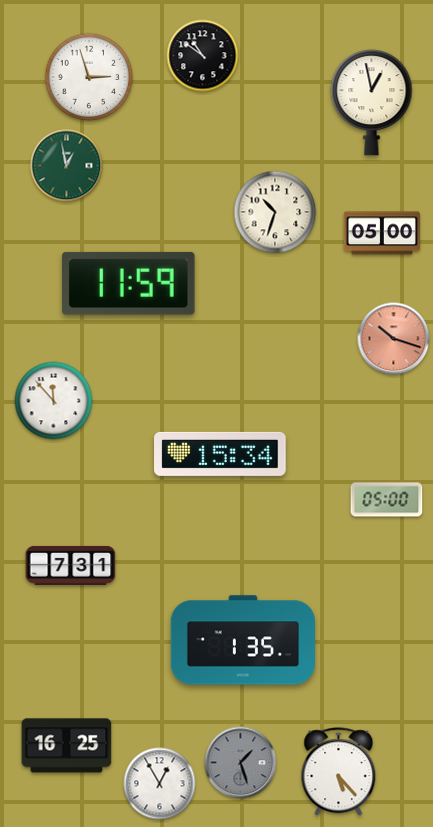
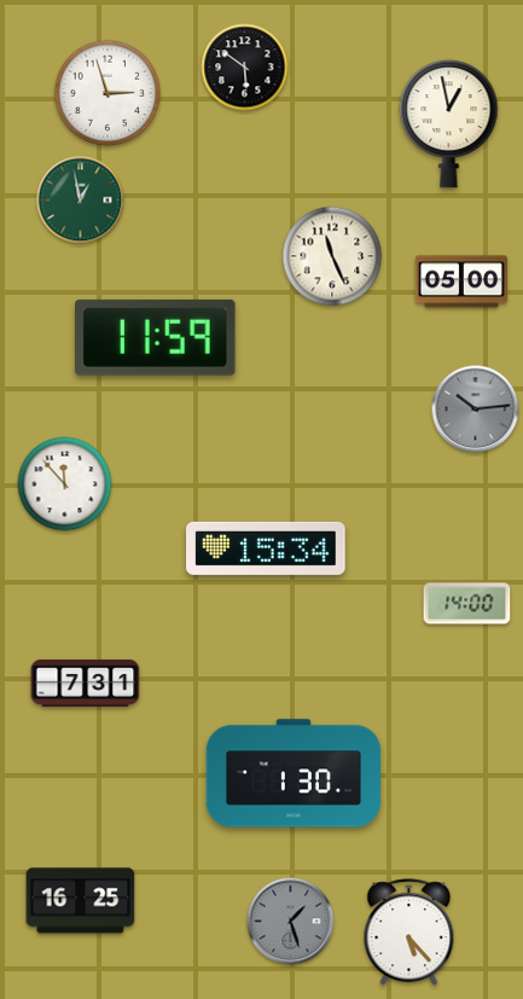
clock at (203, 56): 10:51 -> 5:51
clock at (275, 212): 10:33 -> 11:26
clock at (129, 283) position: (129, 283) -> (156, 337)
clock at (394, 339): 10:18 -> 10:14
clock at (394, 339) dial: salmon -> grey
clock at (387, 500): 05:00 -> 14:00
clock at (242, 640): 1:35 -> 1:30
clock at (160, 784): 12:55 -> none
